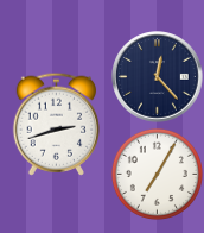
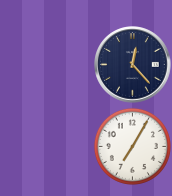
clock at (56, 124): 2:42 -> none
